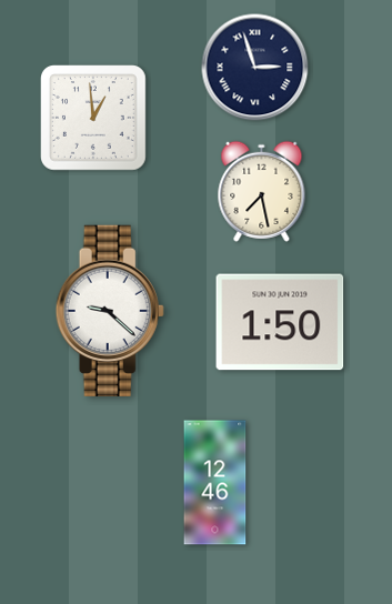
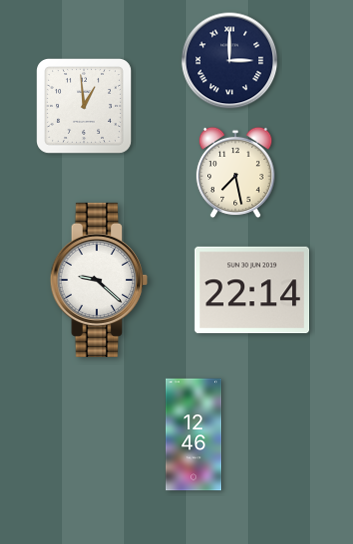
clock at (255, 68): 2:57 -> 3:00
clock at (280, 322): 1:50 -> 22:14
